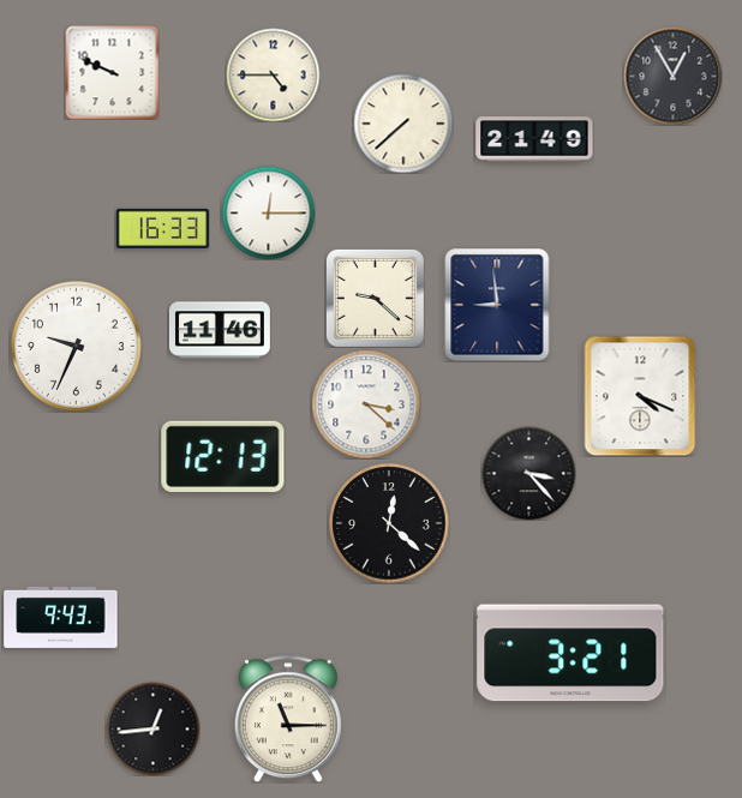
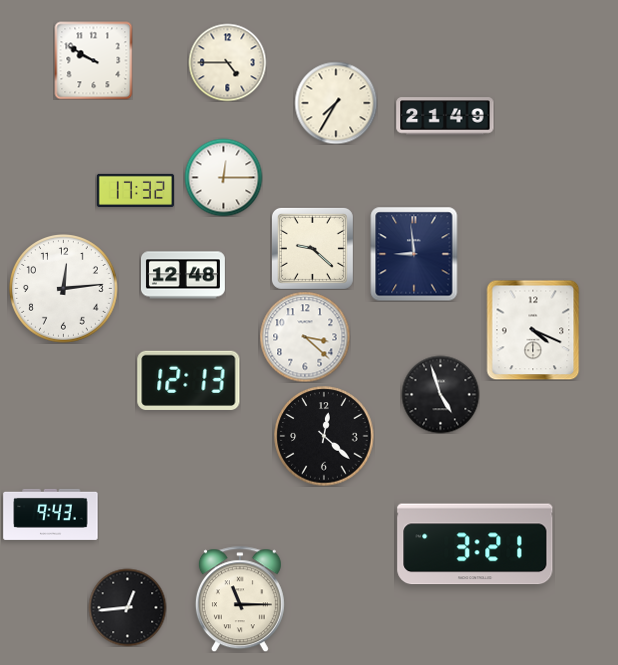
clock at (112, 72): 9:49 -> 9:50
clock at (672, 76): 12:55 -> none
clock at (403, 124): 7:38 -> 7:35
clock at (162, 228): 16:33 -> 17:32
clock at (220, 330): 11:46 -> 12:48
clock at (77, 347): 9:34 -> 12:14
clock at (223, 456) position: (223, 456) -> (189, 380)
clock at (528, 473): 3:23 -> 4:57
